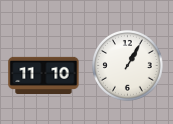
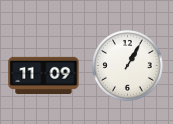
clock at (44, 75): 11:10 -> 11:09
